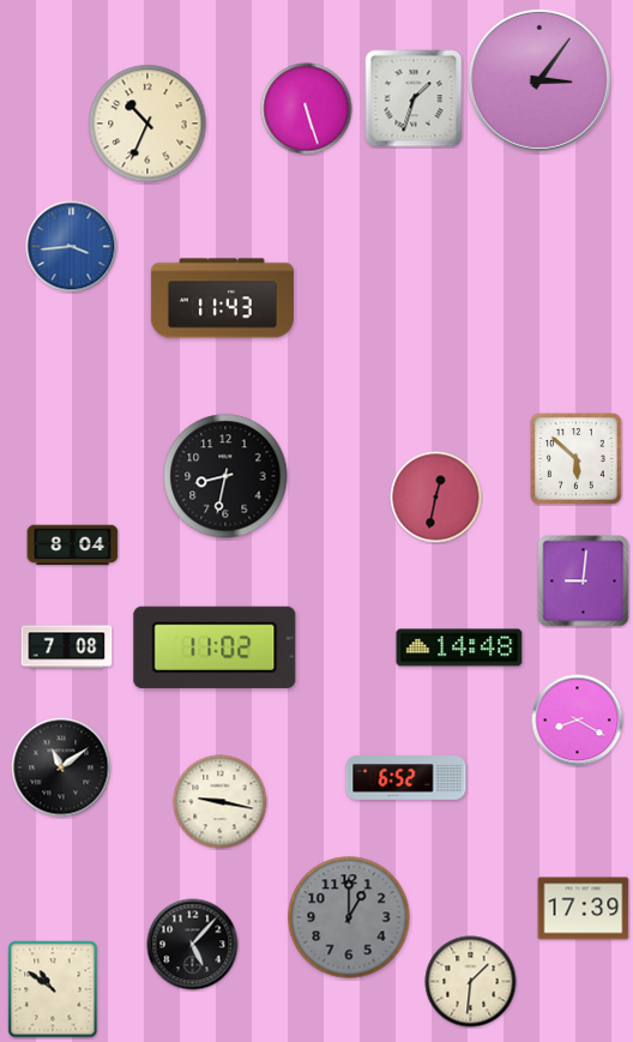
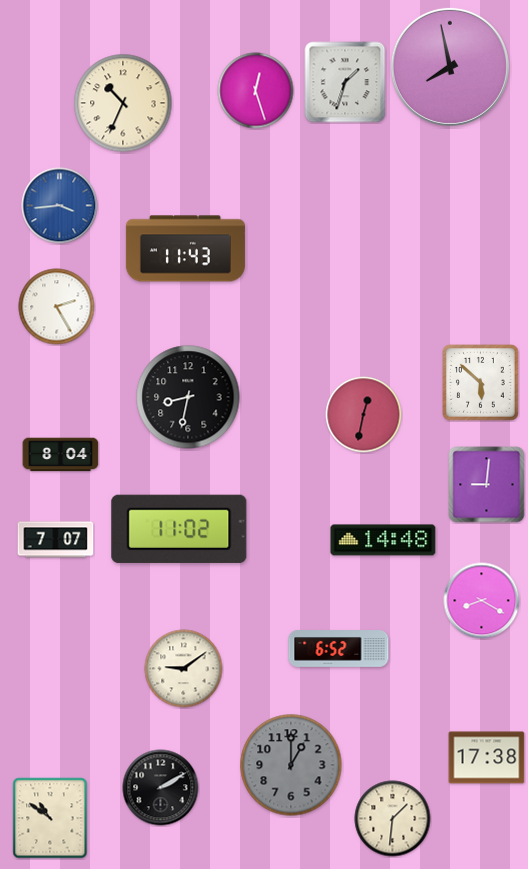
clock at (539, 80): 3:06 -> 7:58
clock at (307, 109): 5:27 -> 12:27
clock at (57, 307): none -> 2:25
clock at (67, 648): 7:08 -> 7:07
clock at (215, 648) position: (215, 648) -> (179, 529)
clock at (61, 767): 11:09 -> none
clock at (221, 802): 9:17 -> 9:09
clock at (584, 909): 17:39 -> 17:38
clock at (193, 945): 5:07 -> 2:10
clock at (53, 989) position: (53, 989) -> (50, 818)
